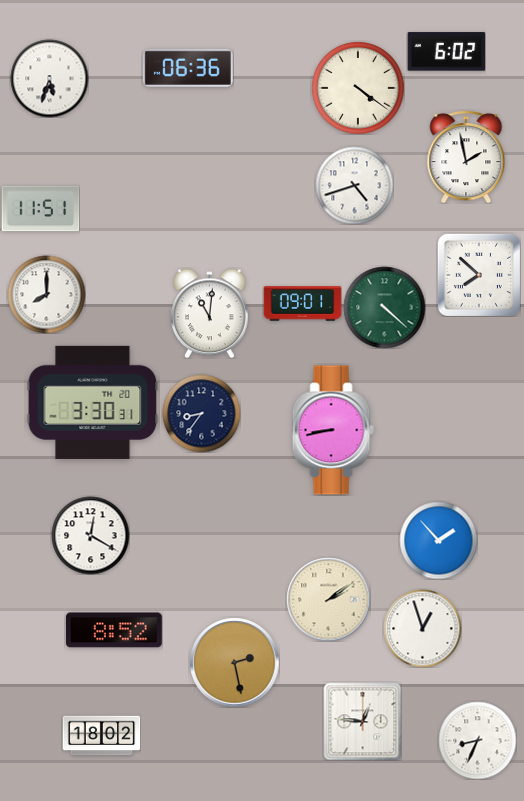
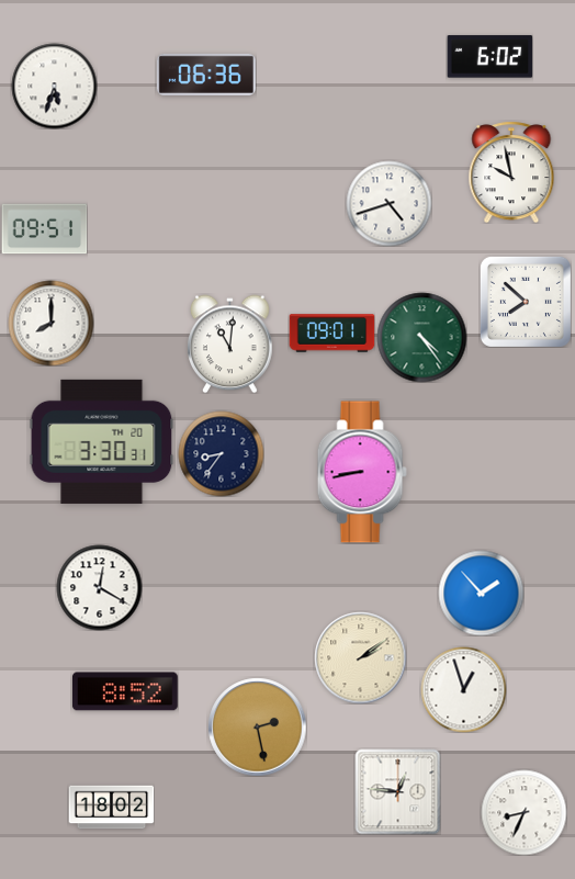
clock at (358, 88): 4:21 -> none
clock at (466, 157): 1:58 -> 9:58
clock at (40, 209): 11:51 -> 09:51
clock at (384, 307): 4:22 -> 4:24
clock at (333, 430) position: (333, 430) -> (362, 472)
